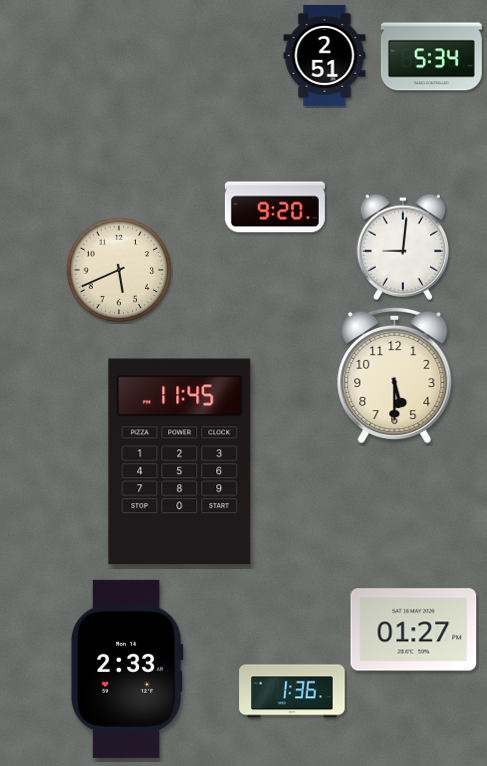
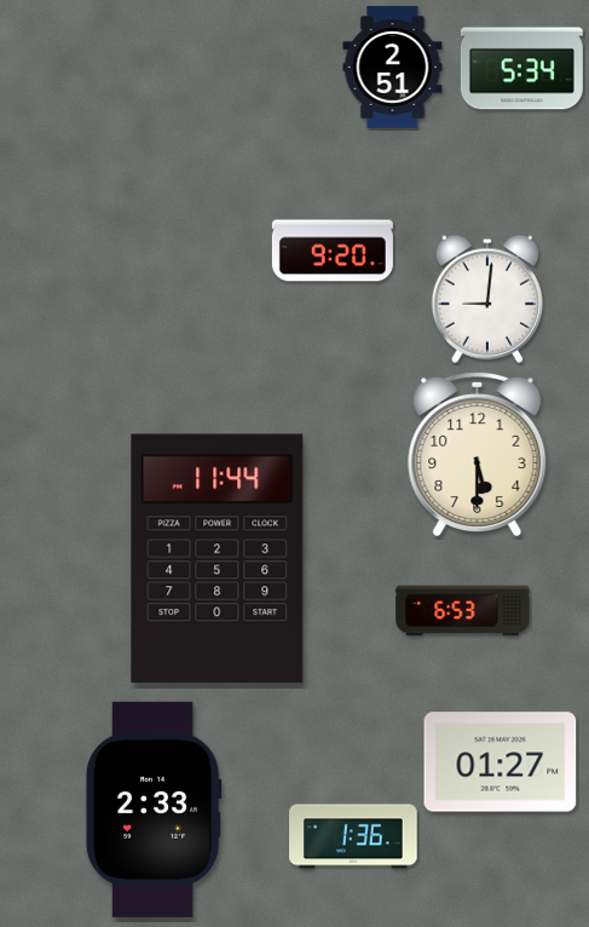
clock at (118, 269): 5:41 -> none
clock at (180, 462): 11:45 -> 11:44
clock at (463, 611): none -> 6:53
